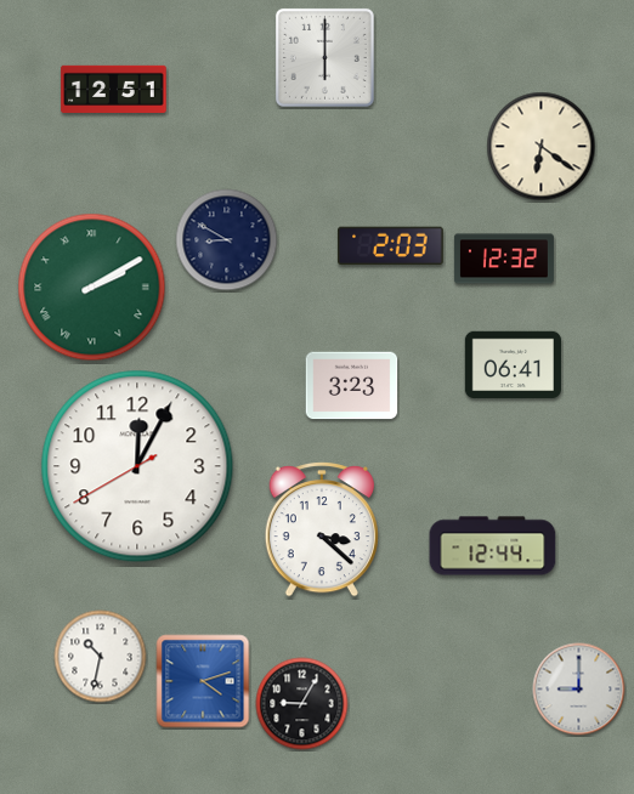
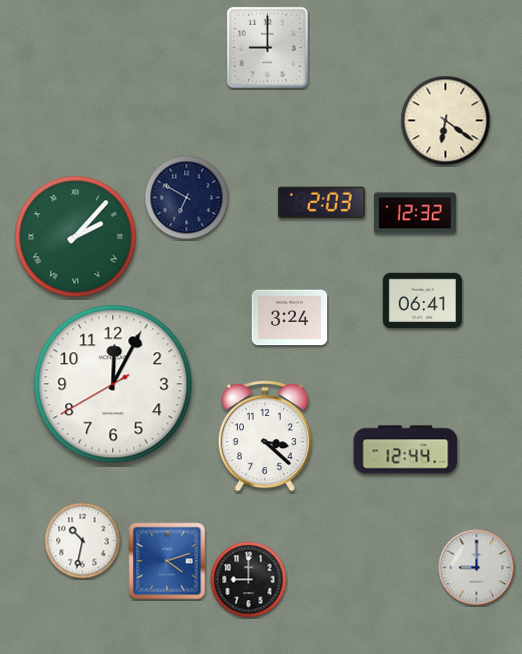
clock at (324, 57): 6:00 -> 9:00
clock at (114, 89): 12:51 -> none
clock at (227, 240): 8:50 -> 6:50
clock at (92, 288): 2:10 -> 2:07
clock at (352, 386): 3:23 -> 3:24
clock at (302, 704): 9:05 -> 9:00
